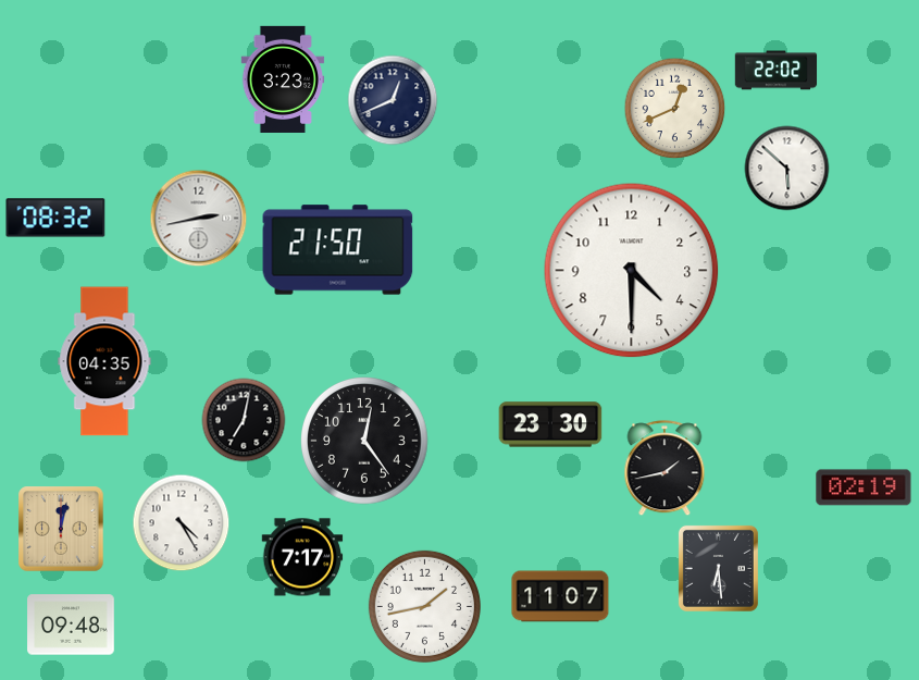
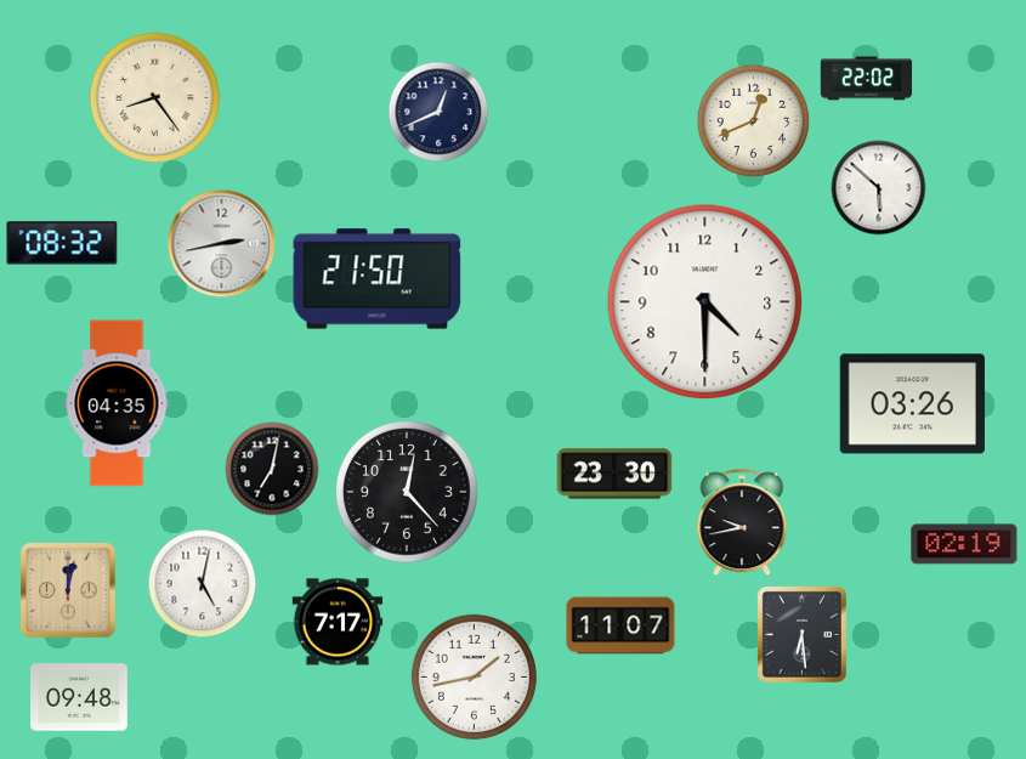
clock at (283, 79): 3:23 -> none
clock at (154, 97): none -> 8:24
clock at (912, 404): none -> 03:26
clock at (365, 442): 12:24 -> 12:23
clock at (665, 469): 1:43 -> 9:43
clock at (182, 523): 4:25 -> 5:02
clock at (560, 596) position: (560, 596) -> (620, 625)
